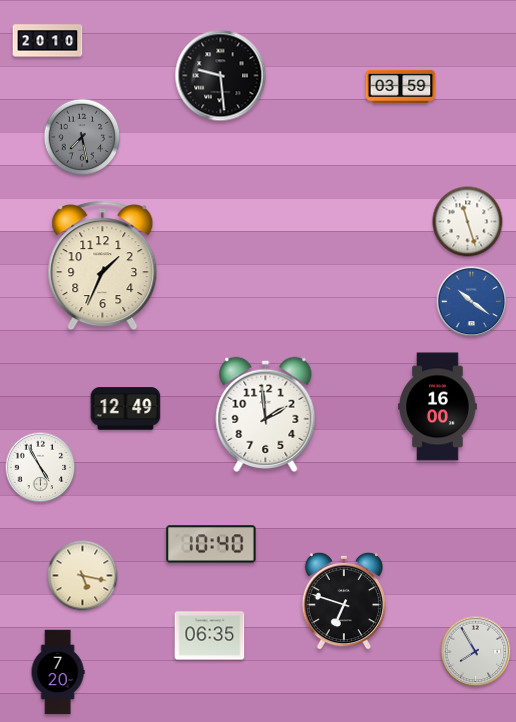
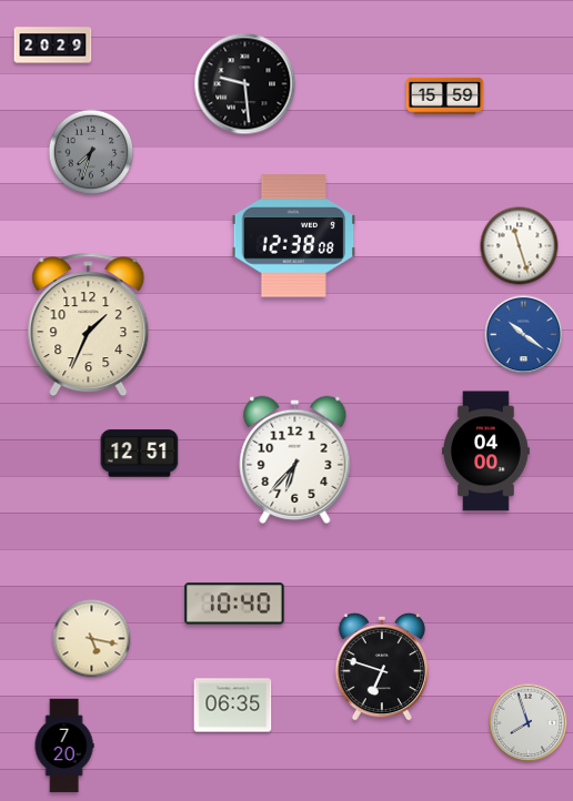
clock at (48, 41): 20:10 -> 20:29
clock at (401, 86): 03:59 -> 15:59
clock at (82, 137): 7:28 -> 7:33
clock at (294, 236): none -> 12:38
clock at (103, 266) position: (103, 266) -> (89, 325)
clock at (438, 407): 16:00 -> 04:00
clock at (126, 409): 12:49 -> 12:51
clock at (266, 414): 1:59 -> 6:37
clock at (41, 468): 4:55 -> none
clock at (476, 652): 7:55 -> 7:57
